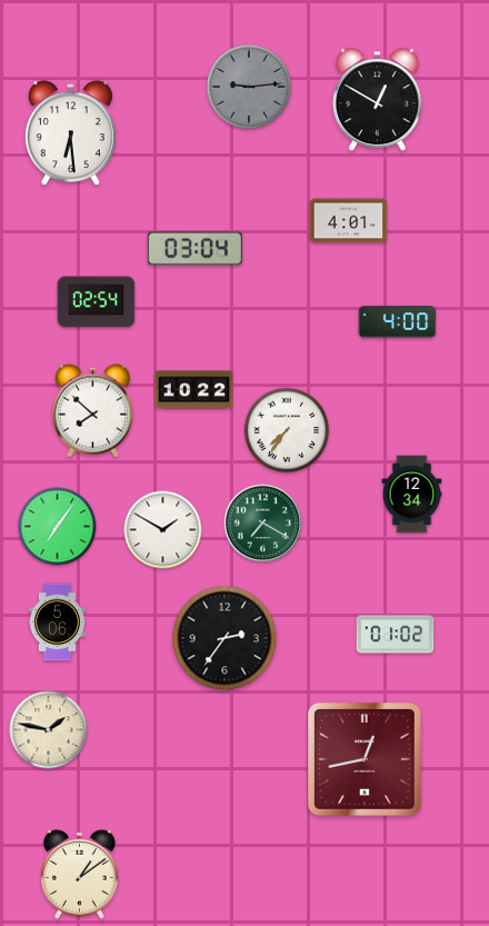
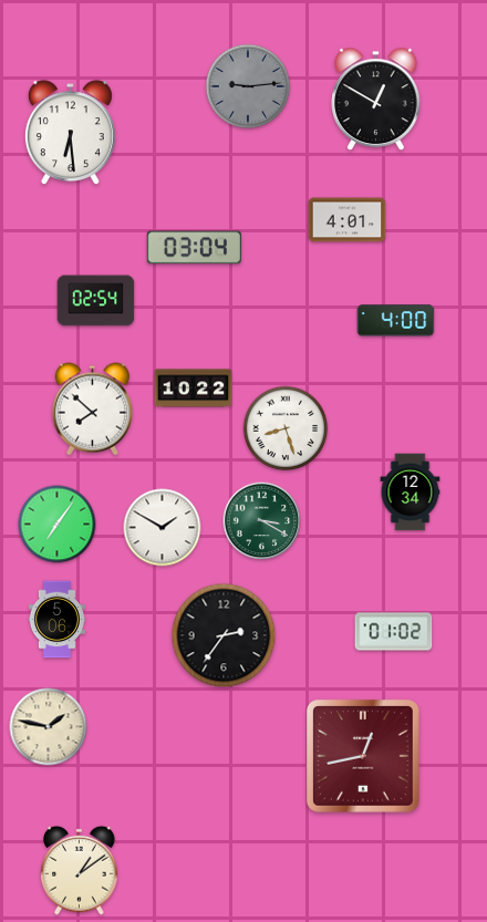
clock at (287, 430): 7:36 -> 8:27
clock at (263, 524): 7:20 -> 3:20
